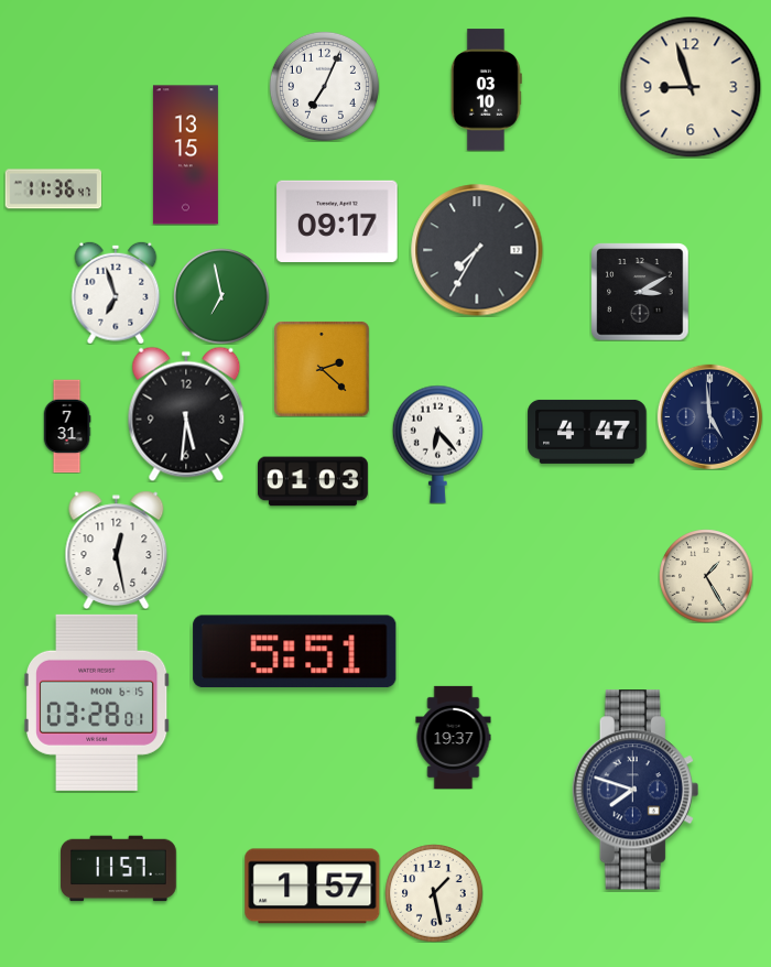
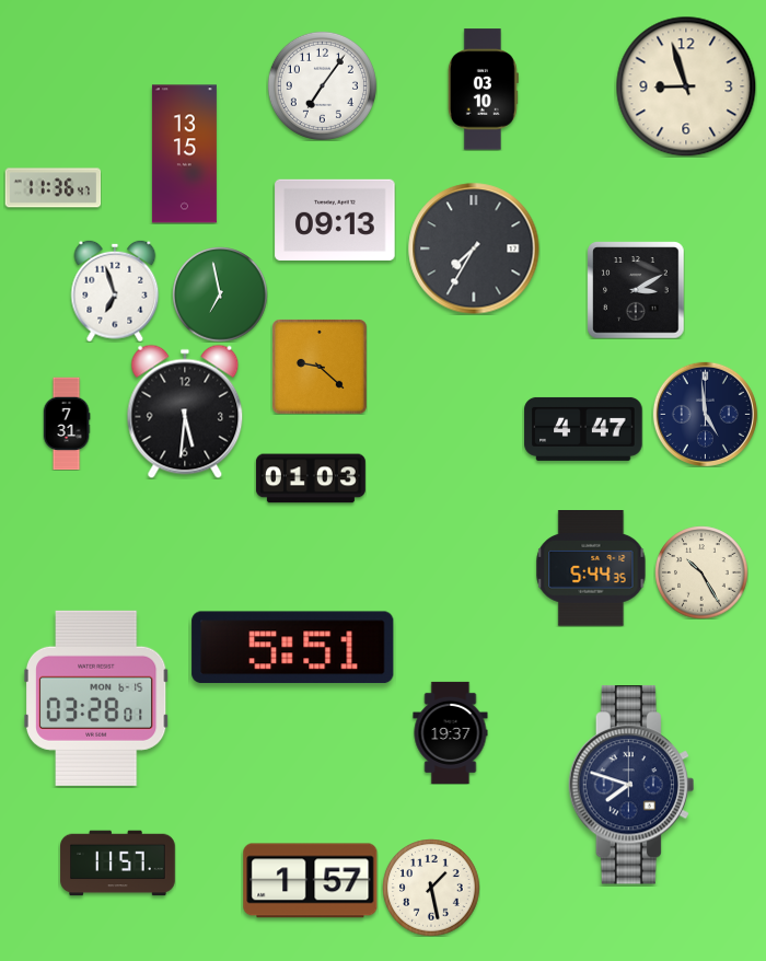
clock at (324, 86): 7:04 -> 7:06
clock at (337, 220): 09:17 -> 09:13
clock at (322, 369): 2:22 -> 9:22
clock at (437, 444): 6:23 -> none
clock at (117, 550): 12:28 -> none
clock at (591, 569): none -> 5:44
clock at (706, 576): 1:25 -> 10:25
